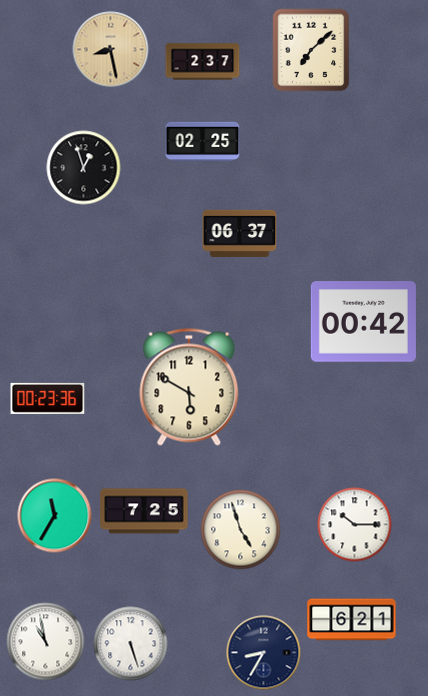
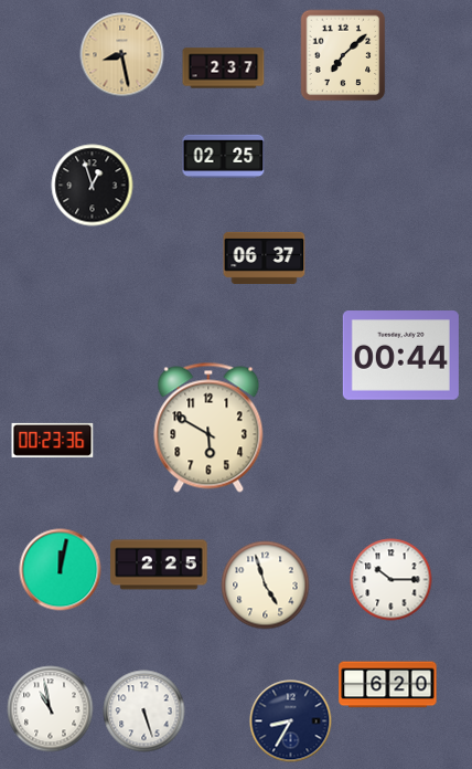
clock at (363, 322): 00:42 -> 00:44
clock at (144, 511): 7:25 -> 2:25
clock at (55, 516): 11:35 -> 12:02
clock at (352, 620): 6:21 -> 6:20
